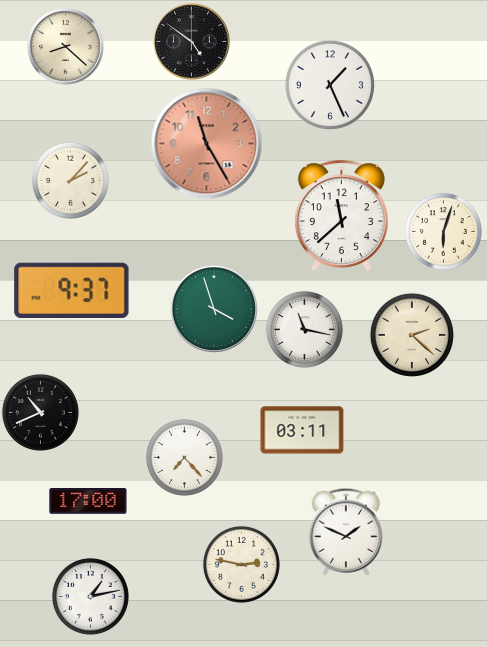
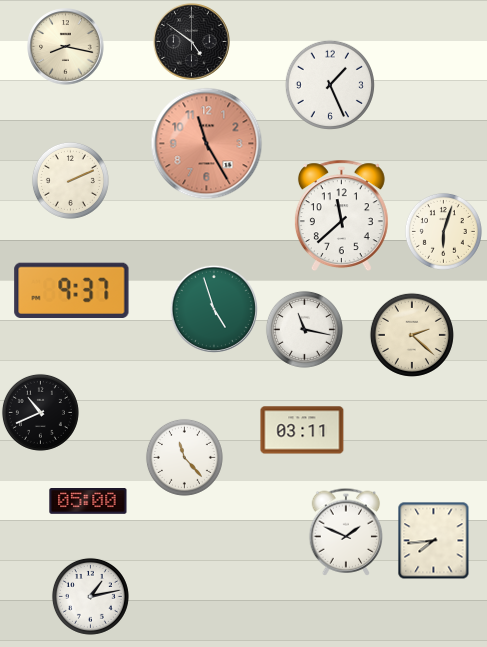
clock at (66, 47): 8:22 -> 8:17
clock at (70, 180): 2:07 -> 2:11
clock at (214, 309): 3:57 -> 4:57
clock at (184, 457): 7:23 -> 11:23
clock at (88, 502): 17:00 -> 05:00
clock at (434, 540): none -> 7:44
clock at (241, 564): 2:47 -> none
